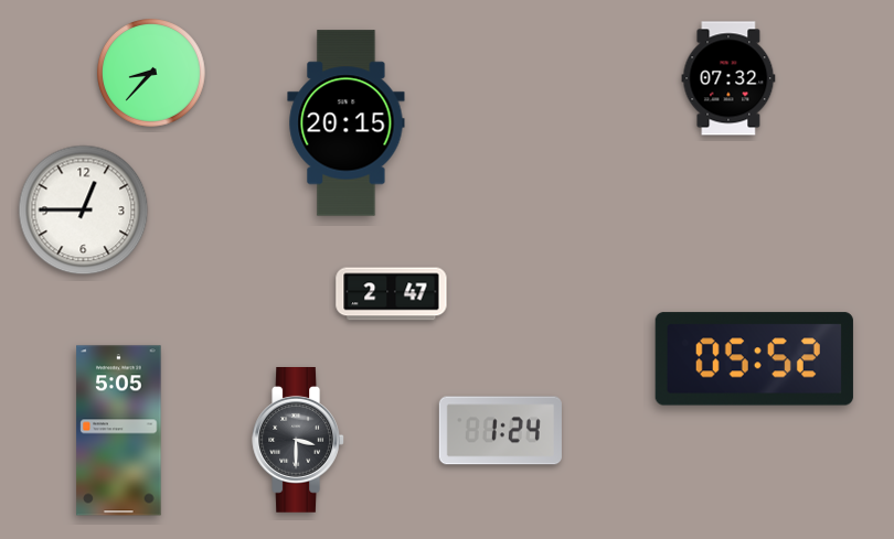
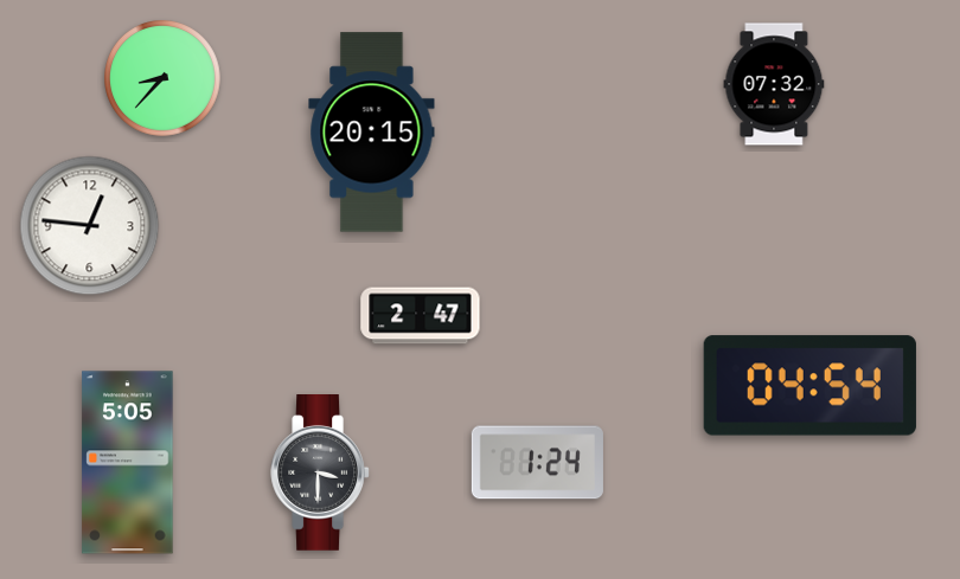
clock at (728, 78) position: (728, 78) -> (774, 84)
clock at (84, 211): 12:45 -> 12:46
clock at (754, 359): 05:52 -> 04:54
